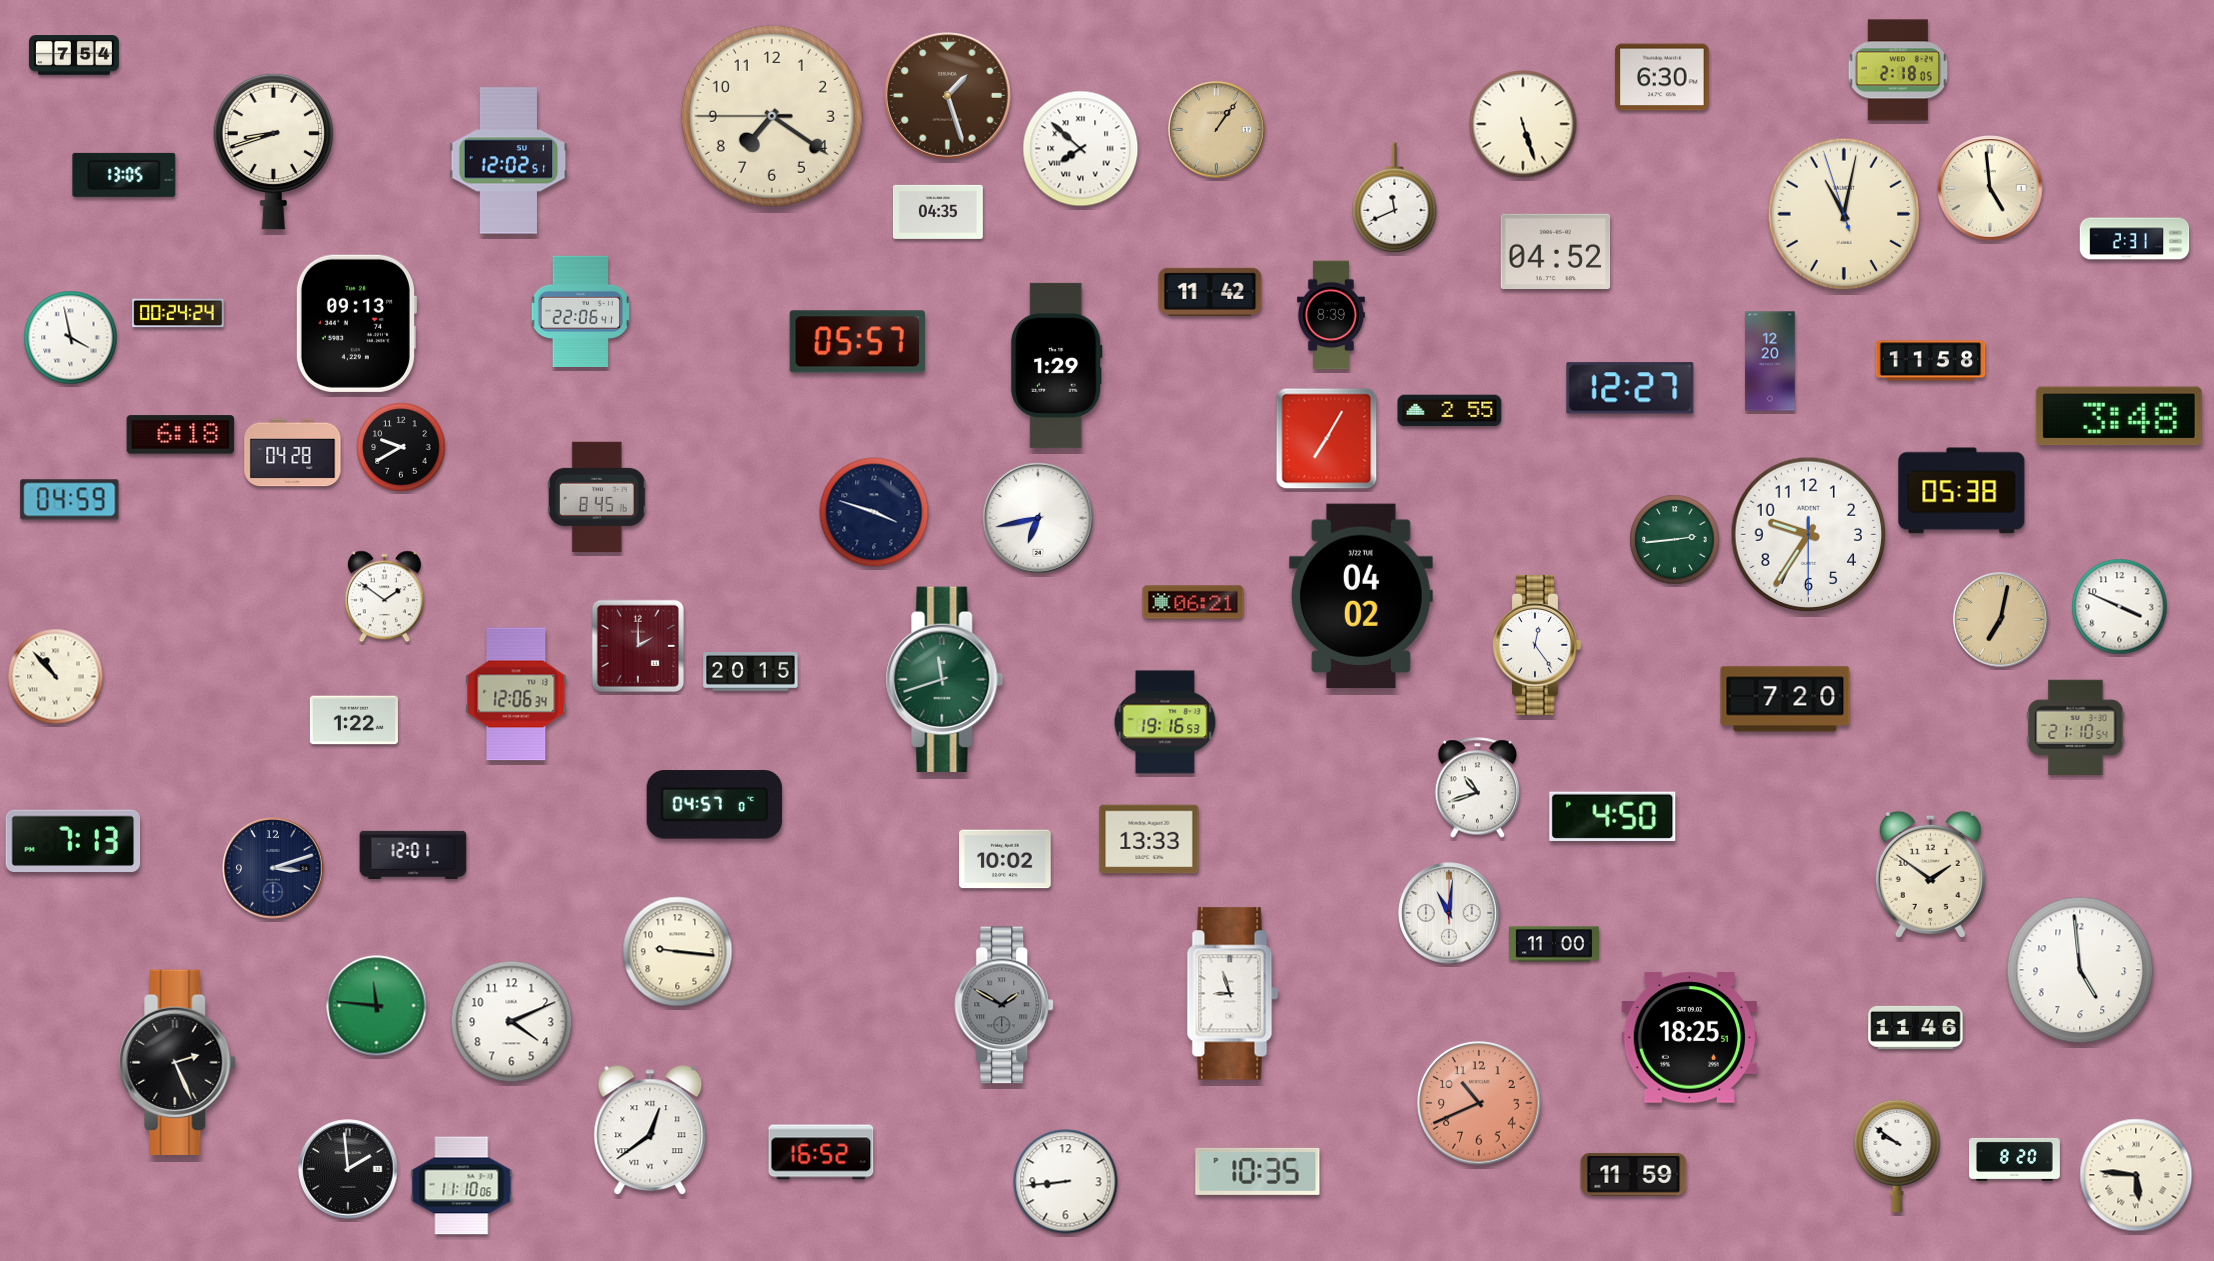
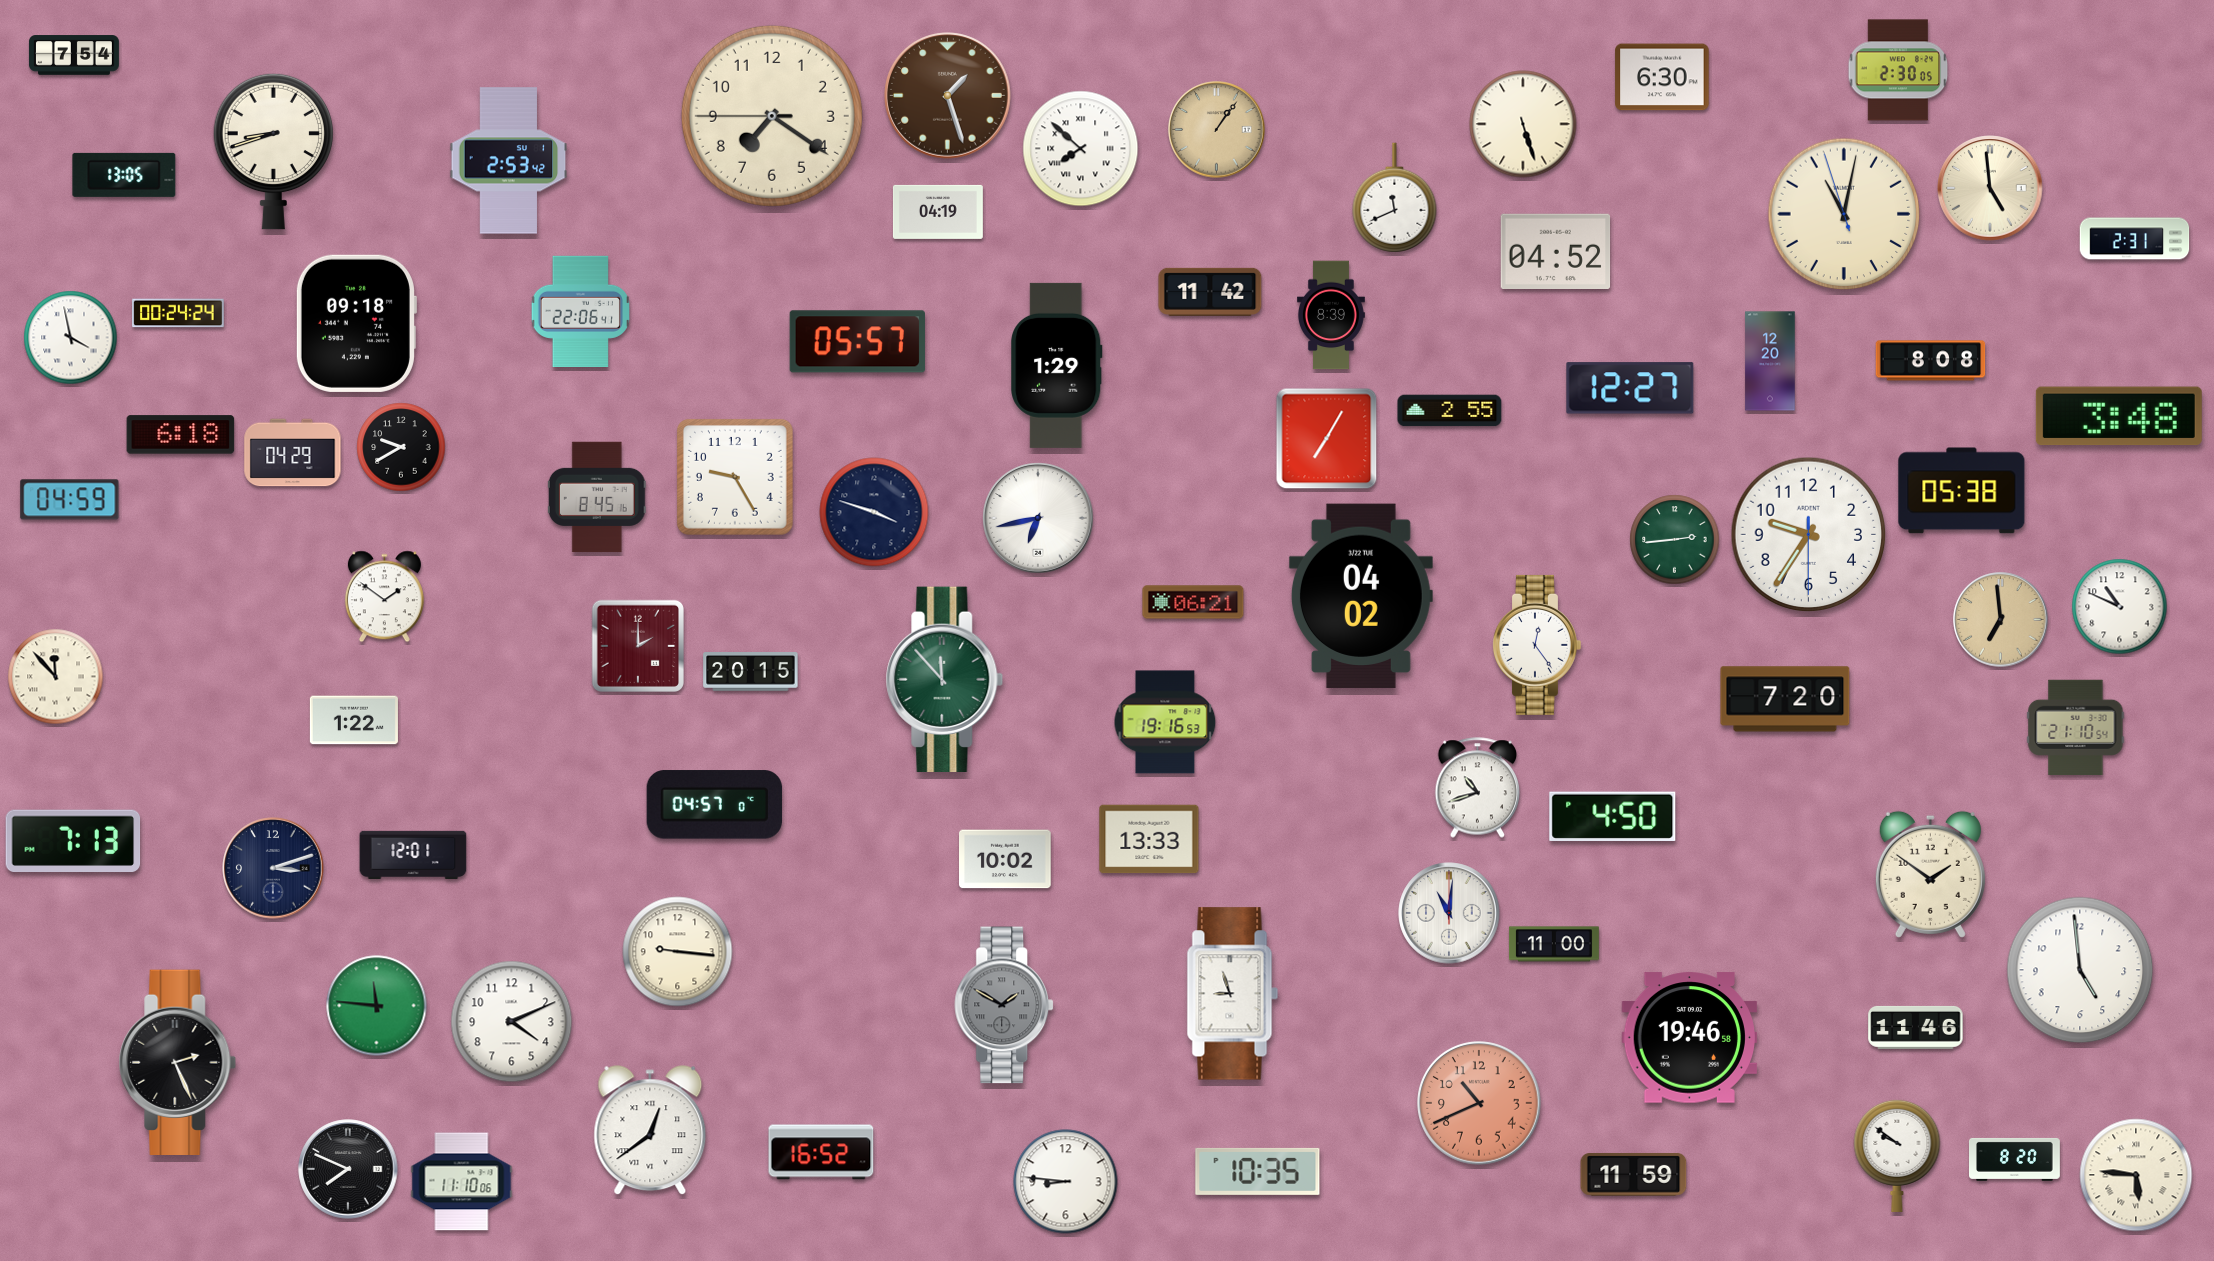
clock at (1898, 70): 2:18 -> 2:30
clock at (509, 161): 12:02 -> 2:53
clock at (938, 212): 04:35 -> 04:19
clock at (356, 323): 09:13 -> 09:18
clock at (1931, 361): 11:58 -> 8:08
clock at (293, 453): 04:28 -> 04:29
clock at (735, 477): none -> 9:25
clock at (2120, 607): 3:49 -> 10:49
clock at (2001, 620): 7:02 -> 6:59
clock at (56, 677): 10:53 -> 11:53
clock at (945, 679): 11:42 -> 11:53
clock at (516, 694): 12:06 -> none
clock at (1689, 1038): 18:25 -> 19:46
clock at (348, 1169): 1:59 -> 7:49
clock at (1066, 1182): 8:44 -> 8:46
clock at (462, 1186) position: (462, 1186) -> (462, 1182)
